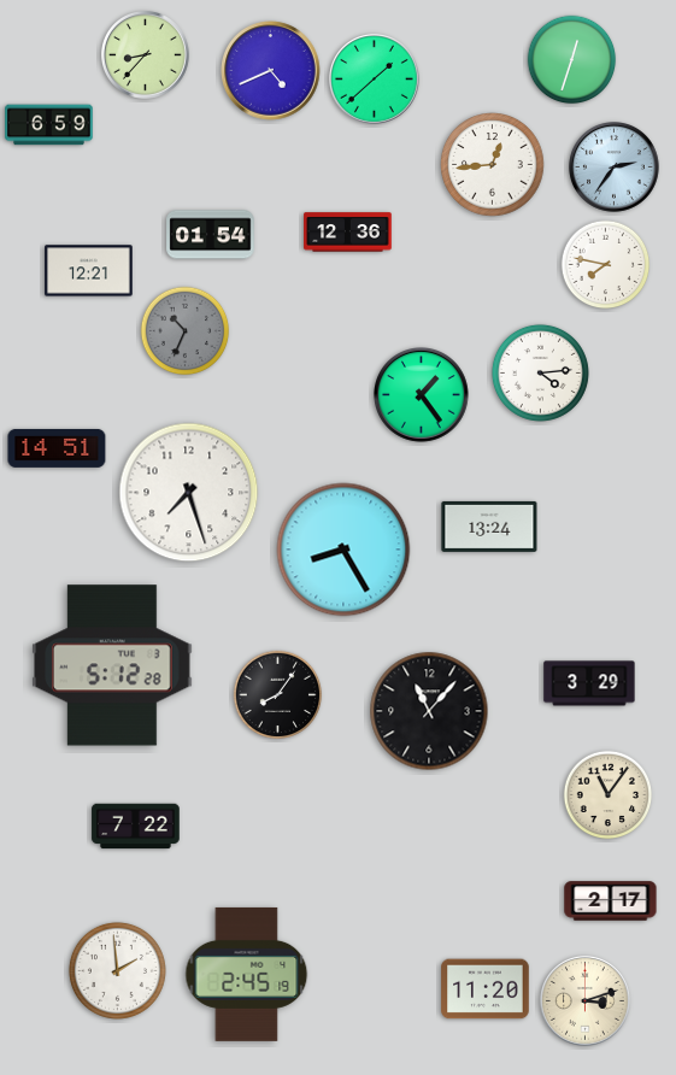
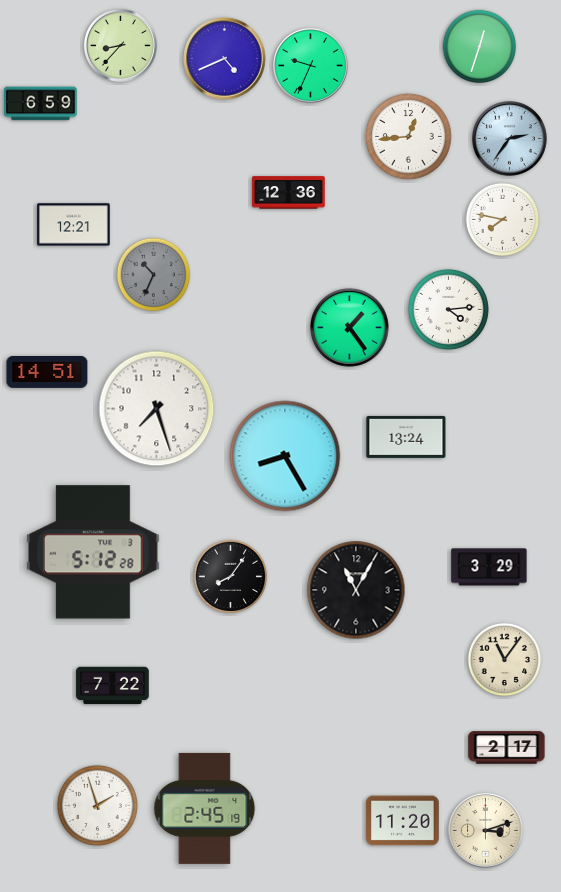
clock at (572, 60) position: (572, 60) -> (480, 47)
clock at (375, 80): 1:38 -> 9:34
clock at (211, 235): 01:54 -> none
clock at (429, 711): 11:07 -> 11:05
clock at (117, 970): 1:59 -> 1:57
